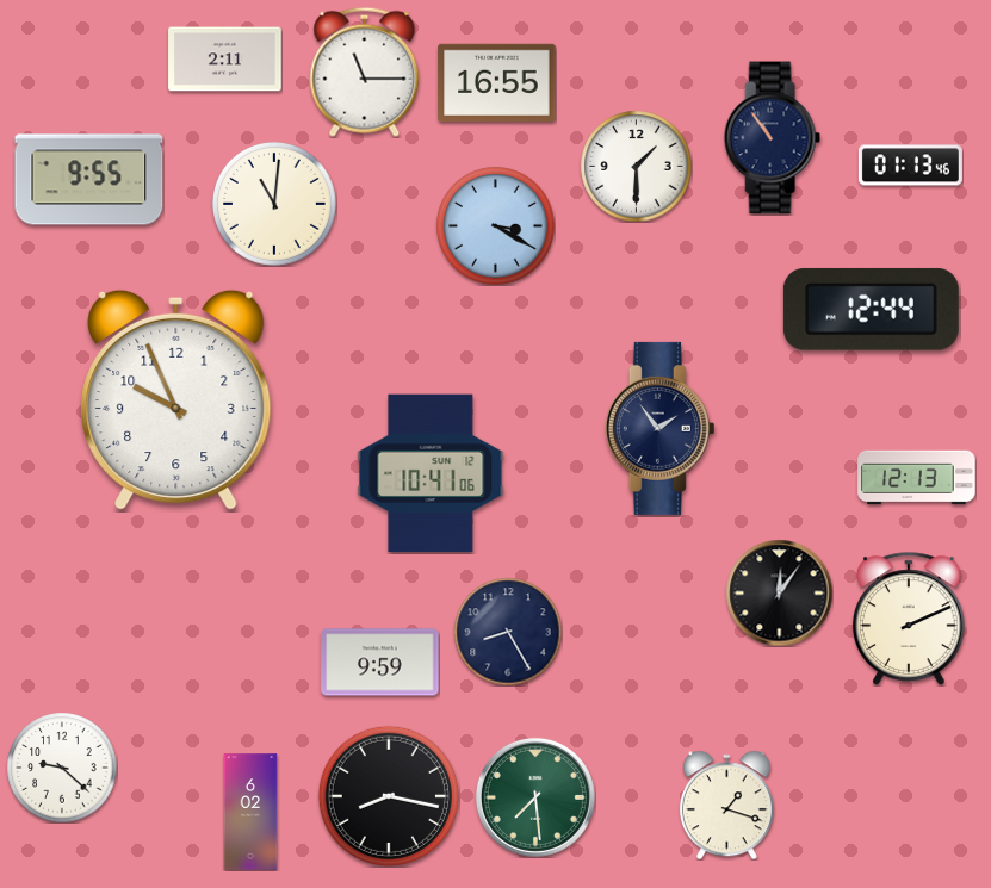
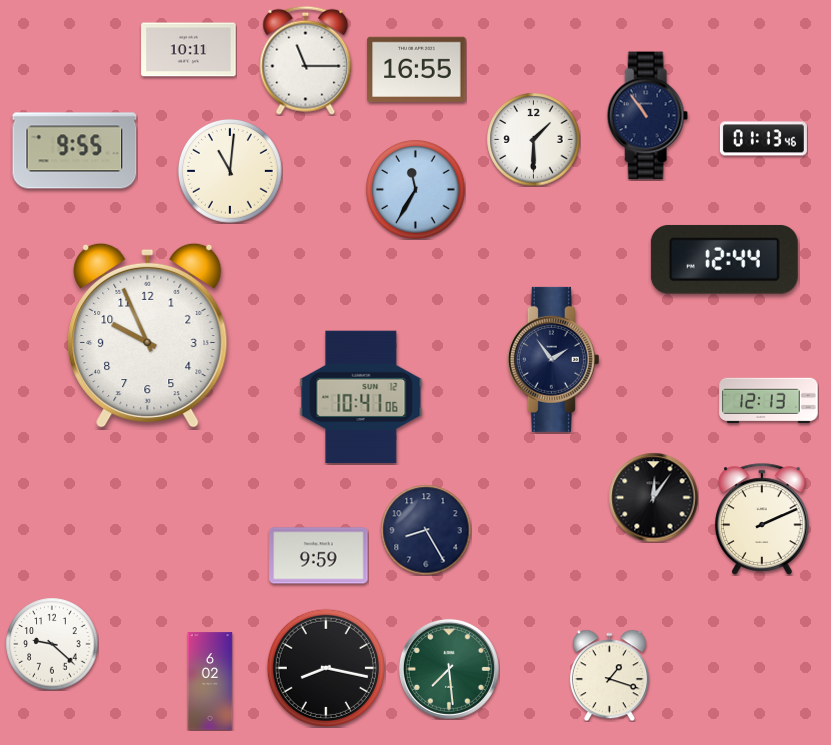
clock at (225, 60): 2:11 -> 10:11
clock at (496, 226): 3:20 -> 11:35
clock at (871, 310) position: (871, 310) -> (724, 260)
